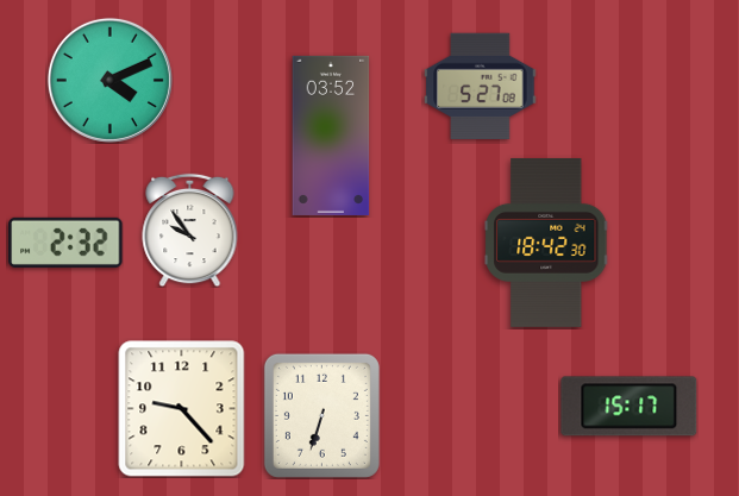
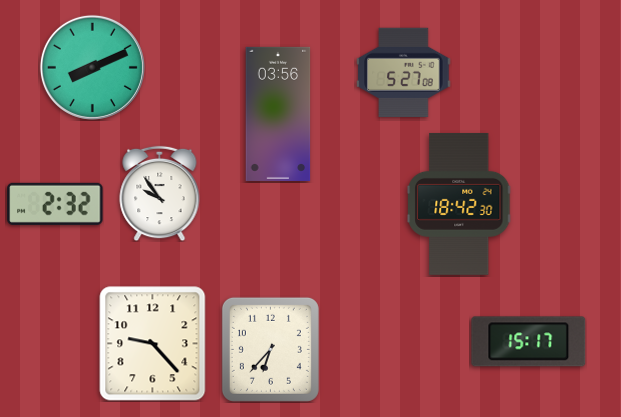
clock at (109, 80): 4:11 -> 8:11
clock at (331, 136): 03:52 -> 03:56
clock at (321, 415): 6:33 -> 6:37
